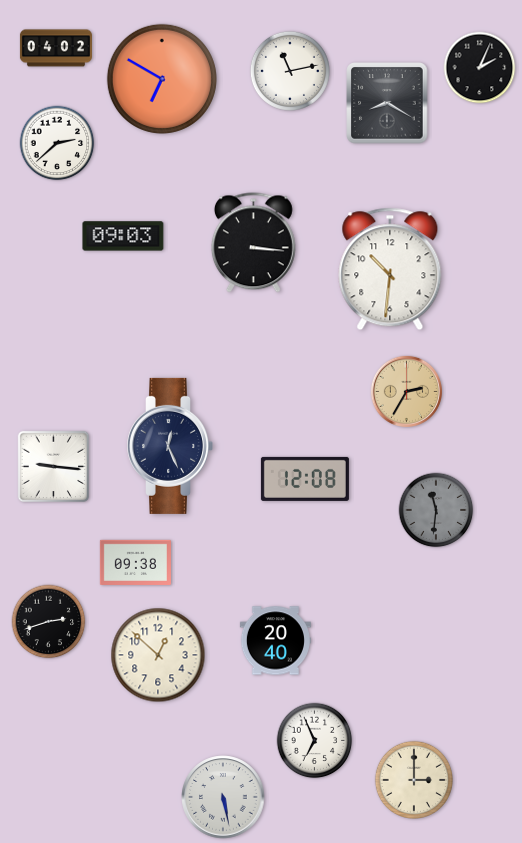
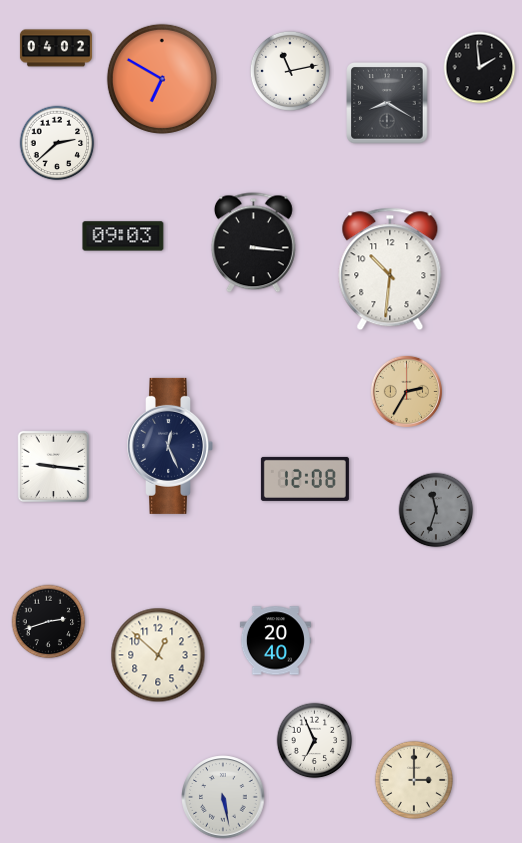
clock at (480, 68): 2:04 -> 1:59
clock at (436, 510): 11:31 -> 11:33
clock at (135, 562): 09:38 -> none
